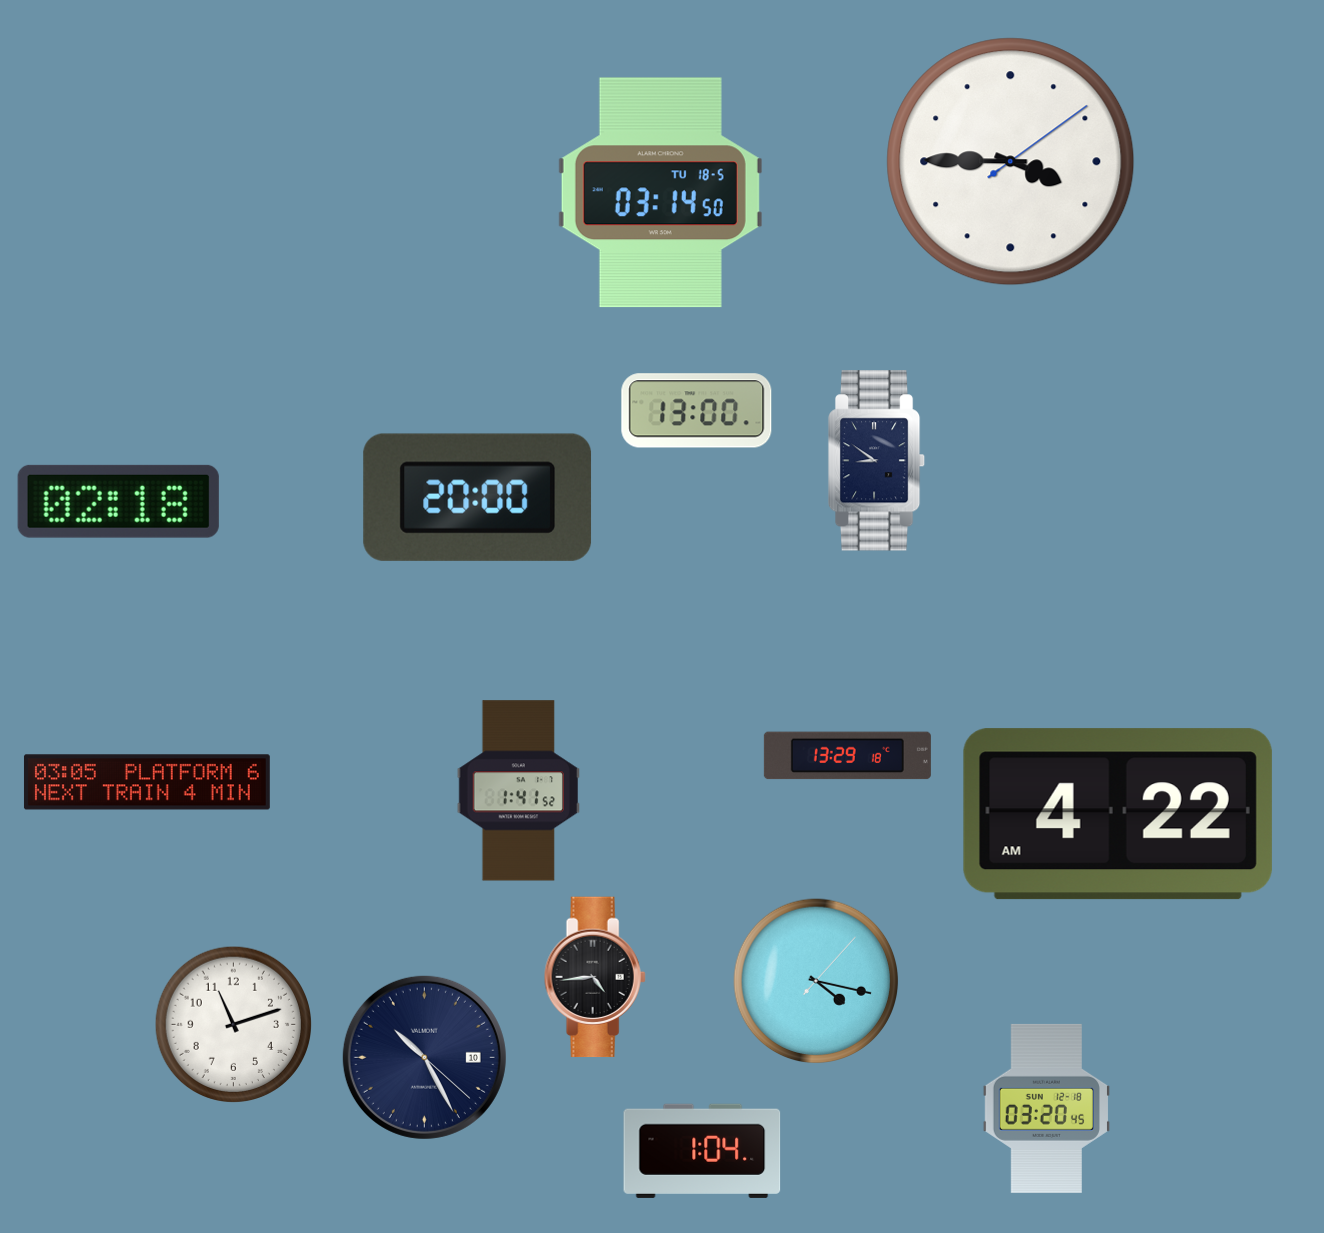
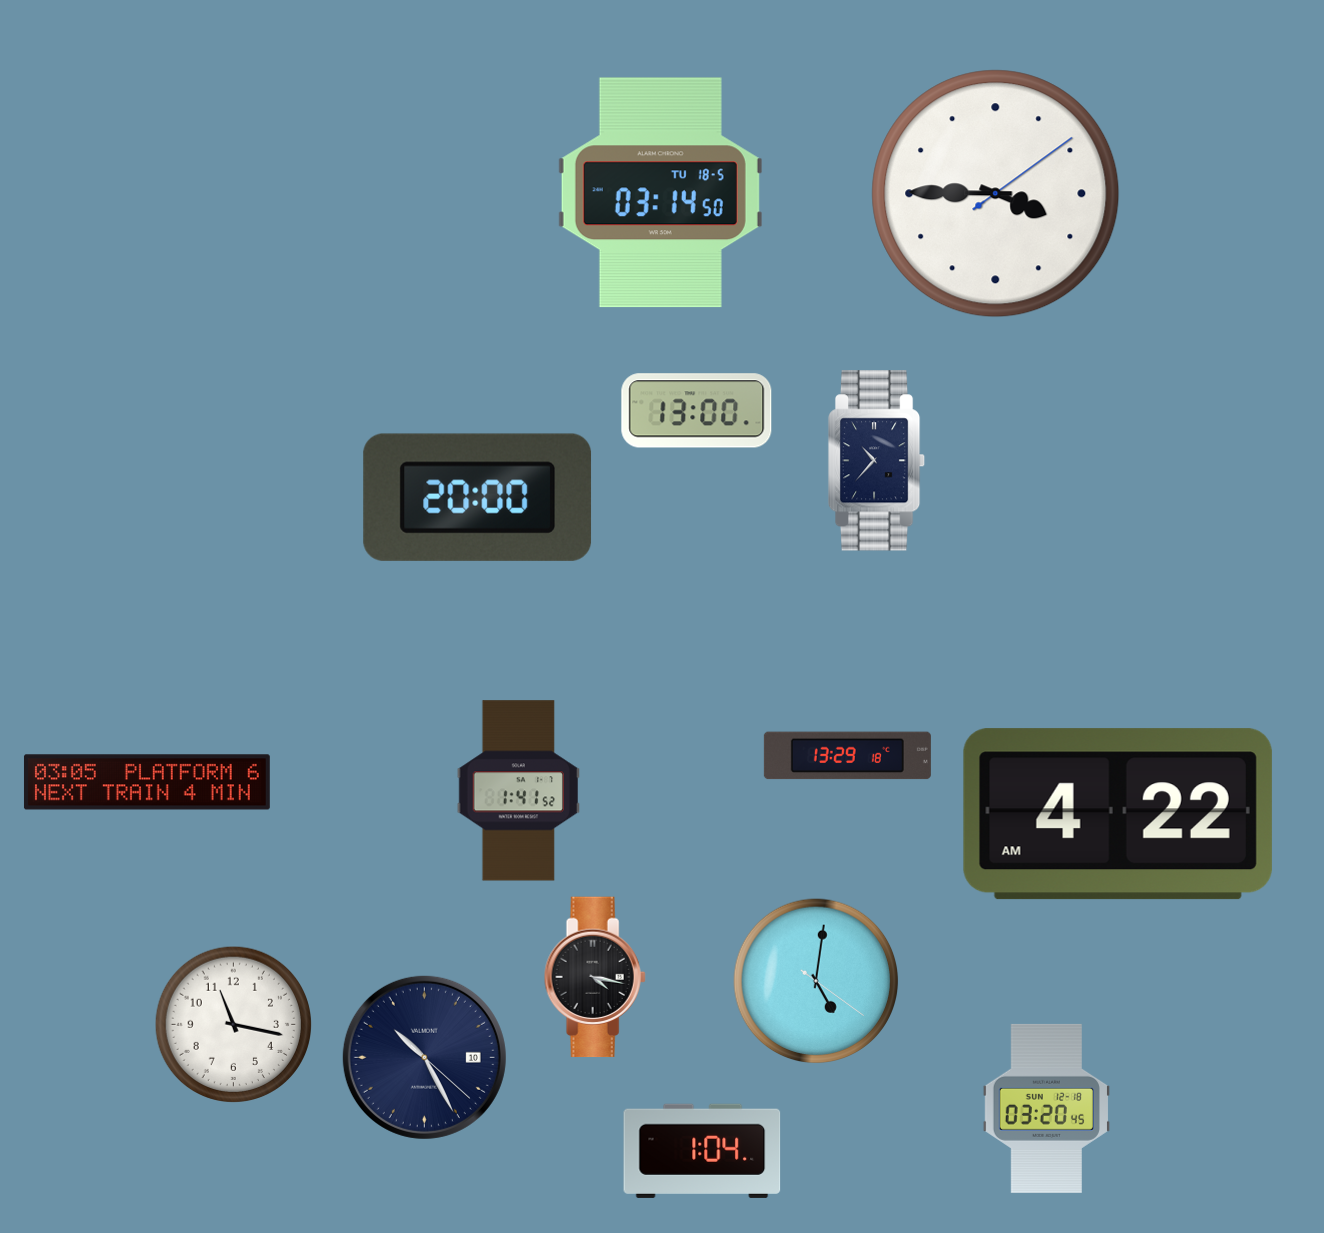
clock at (1011, 162) position: (1011, 162) -> (996, 194)
clock at (877, 461): 8:51 -> 10:37
clock at (118, 501): 02:18 -> none
clock at (595, 977): 4:44 -> 4:17
clock at (816, 981): 4:17 -> 5:01
clock at (233, 1024): 11:12 -> 11:17
